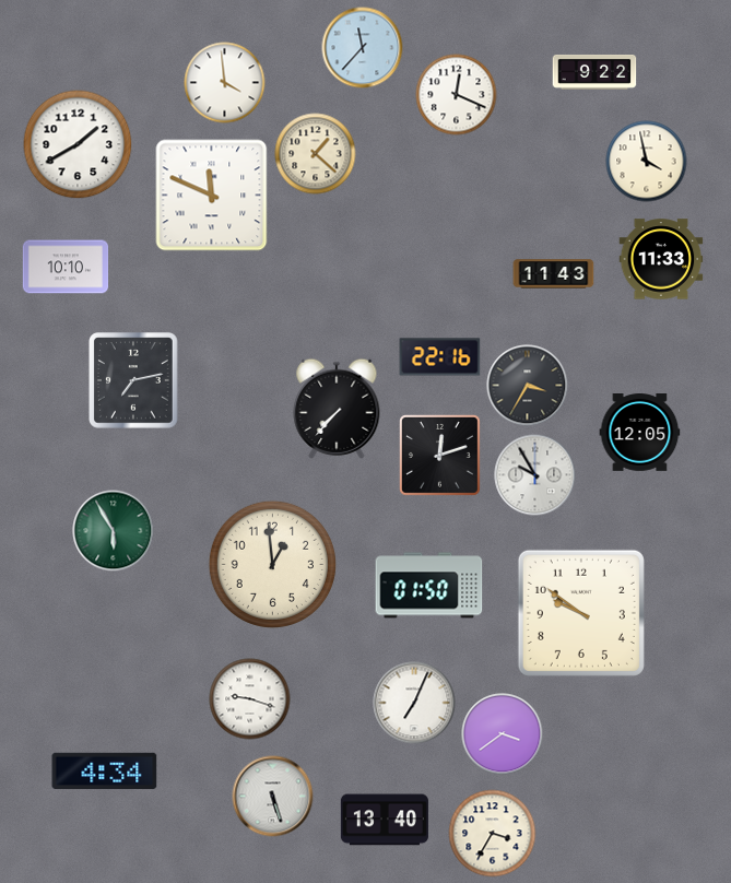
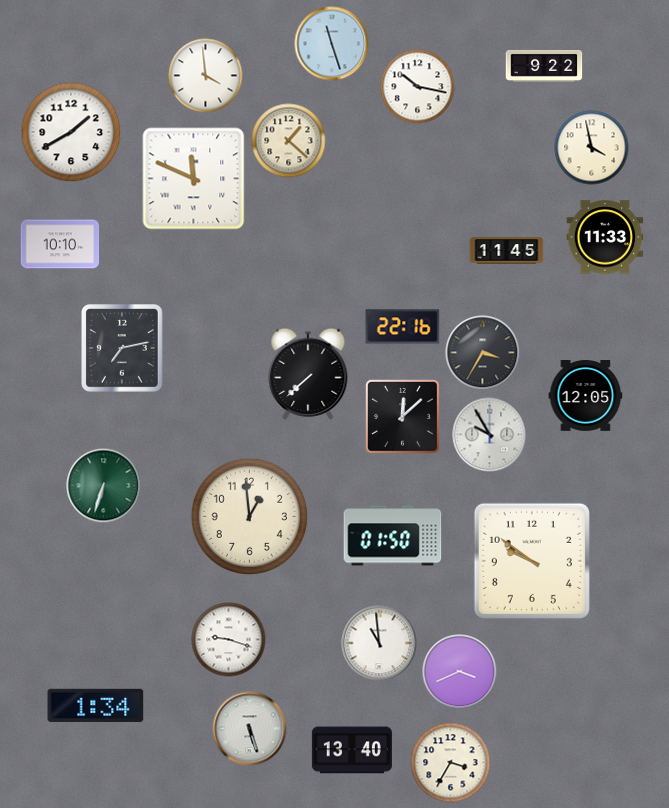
clock at (363, 48): 11:37 -> 11:27
clock at (457, 95): 12:19 -> 10:17
clock at (554, 274): 11:43 -> 11:45
clock at (337, 409): 7:37 -> 7:38
clock at (440, 456): 12:12 -> 12:08
clock at (114, 531): 5:55 -> 6:33
clock at (414, 703): 7:04 -> 10:59
clock at (503, 734): 3:39 -> 3:41
clock at (105, 770): 4:34 -> 1:34
